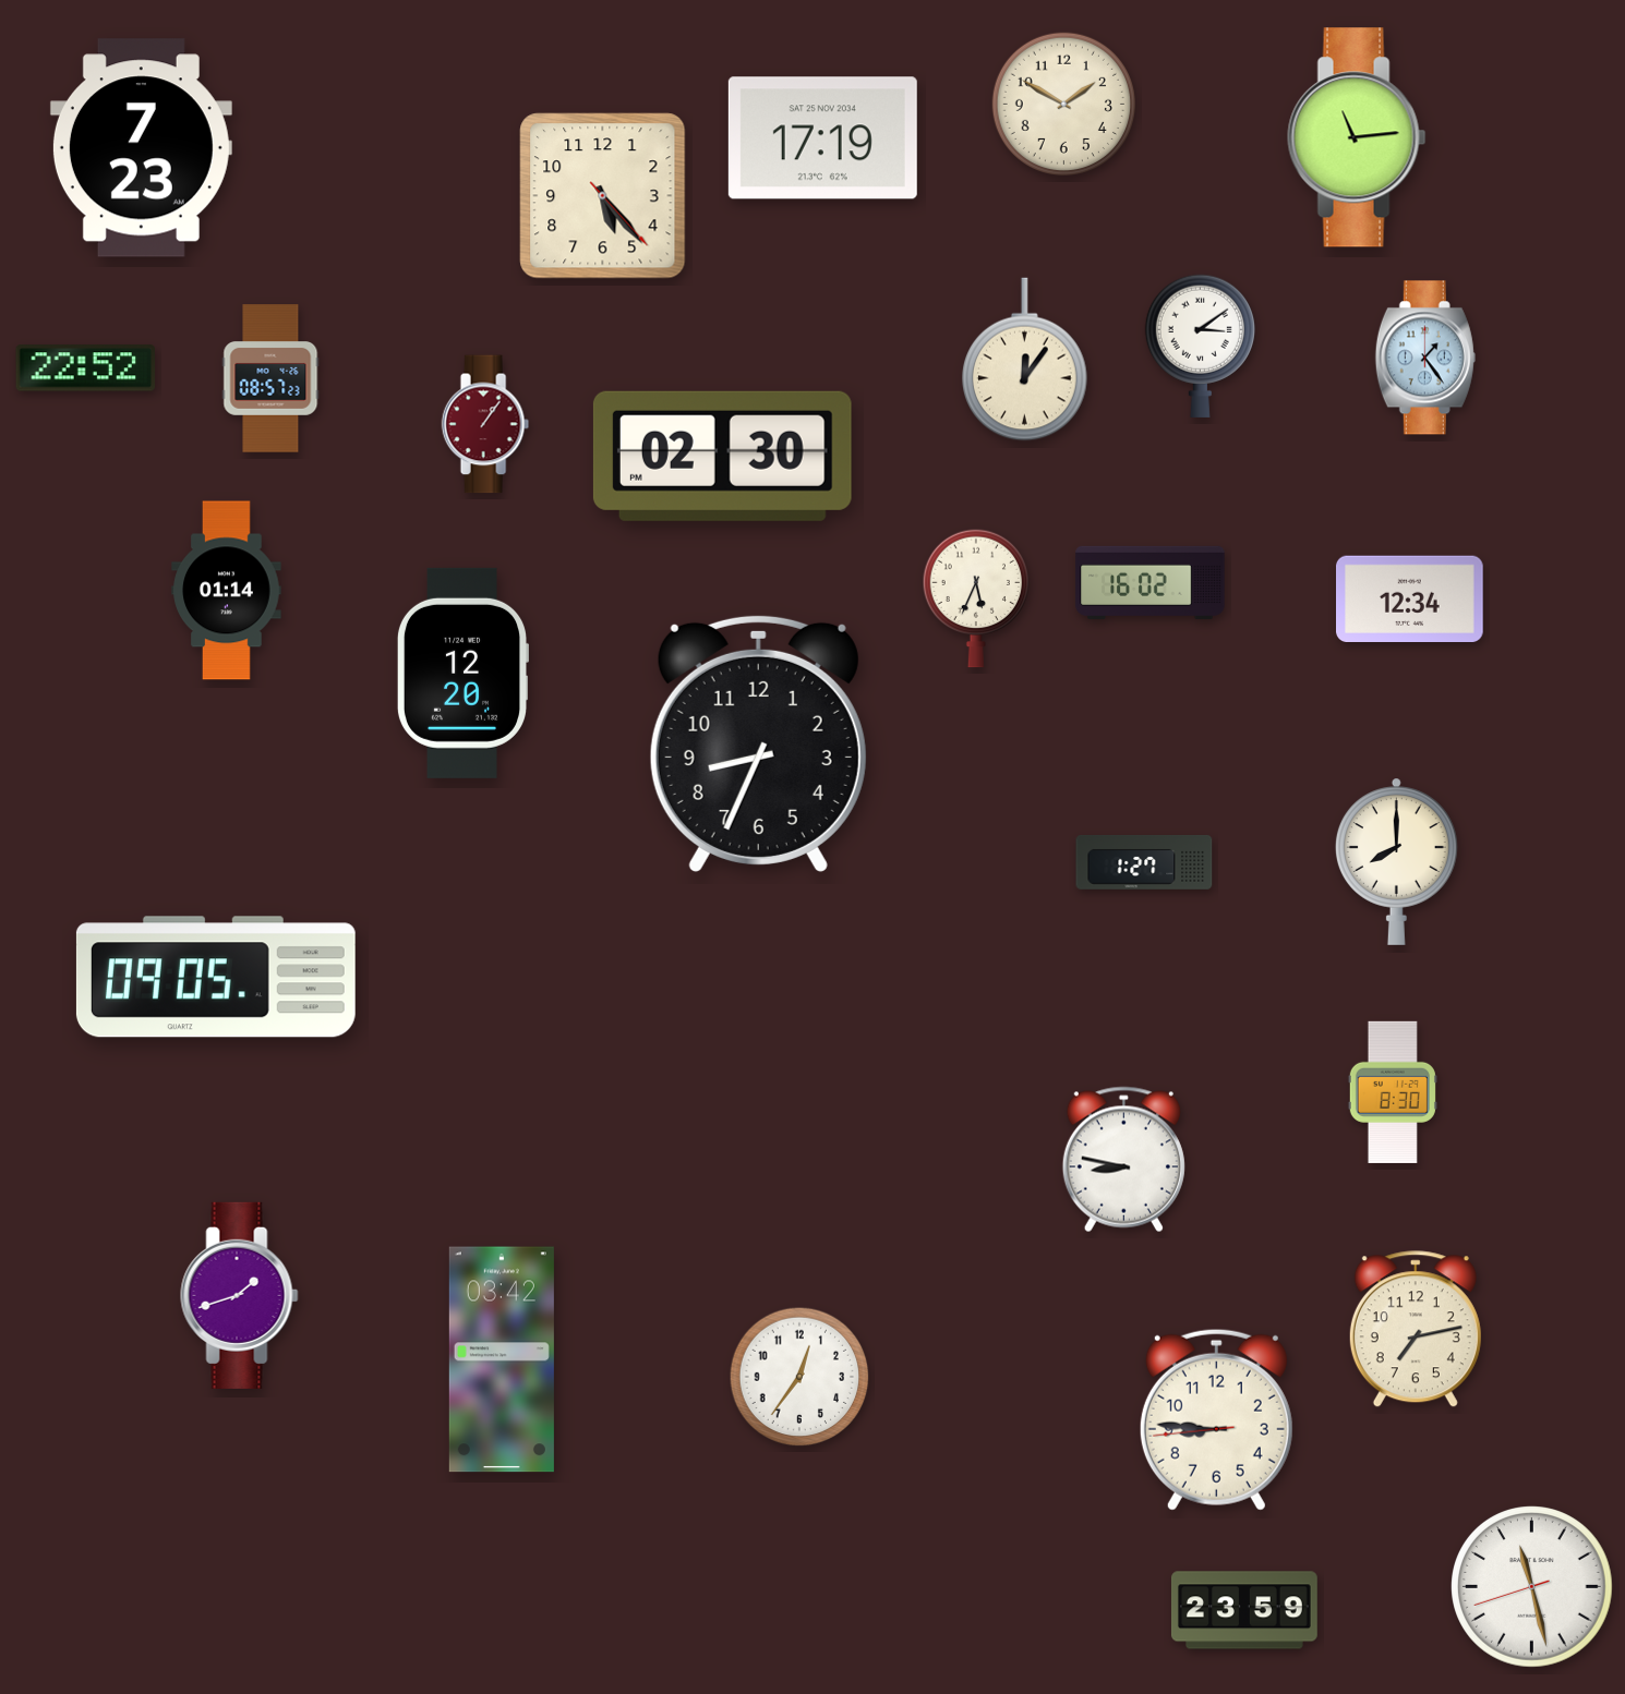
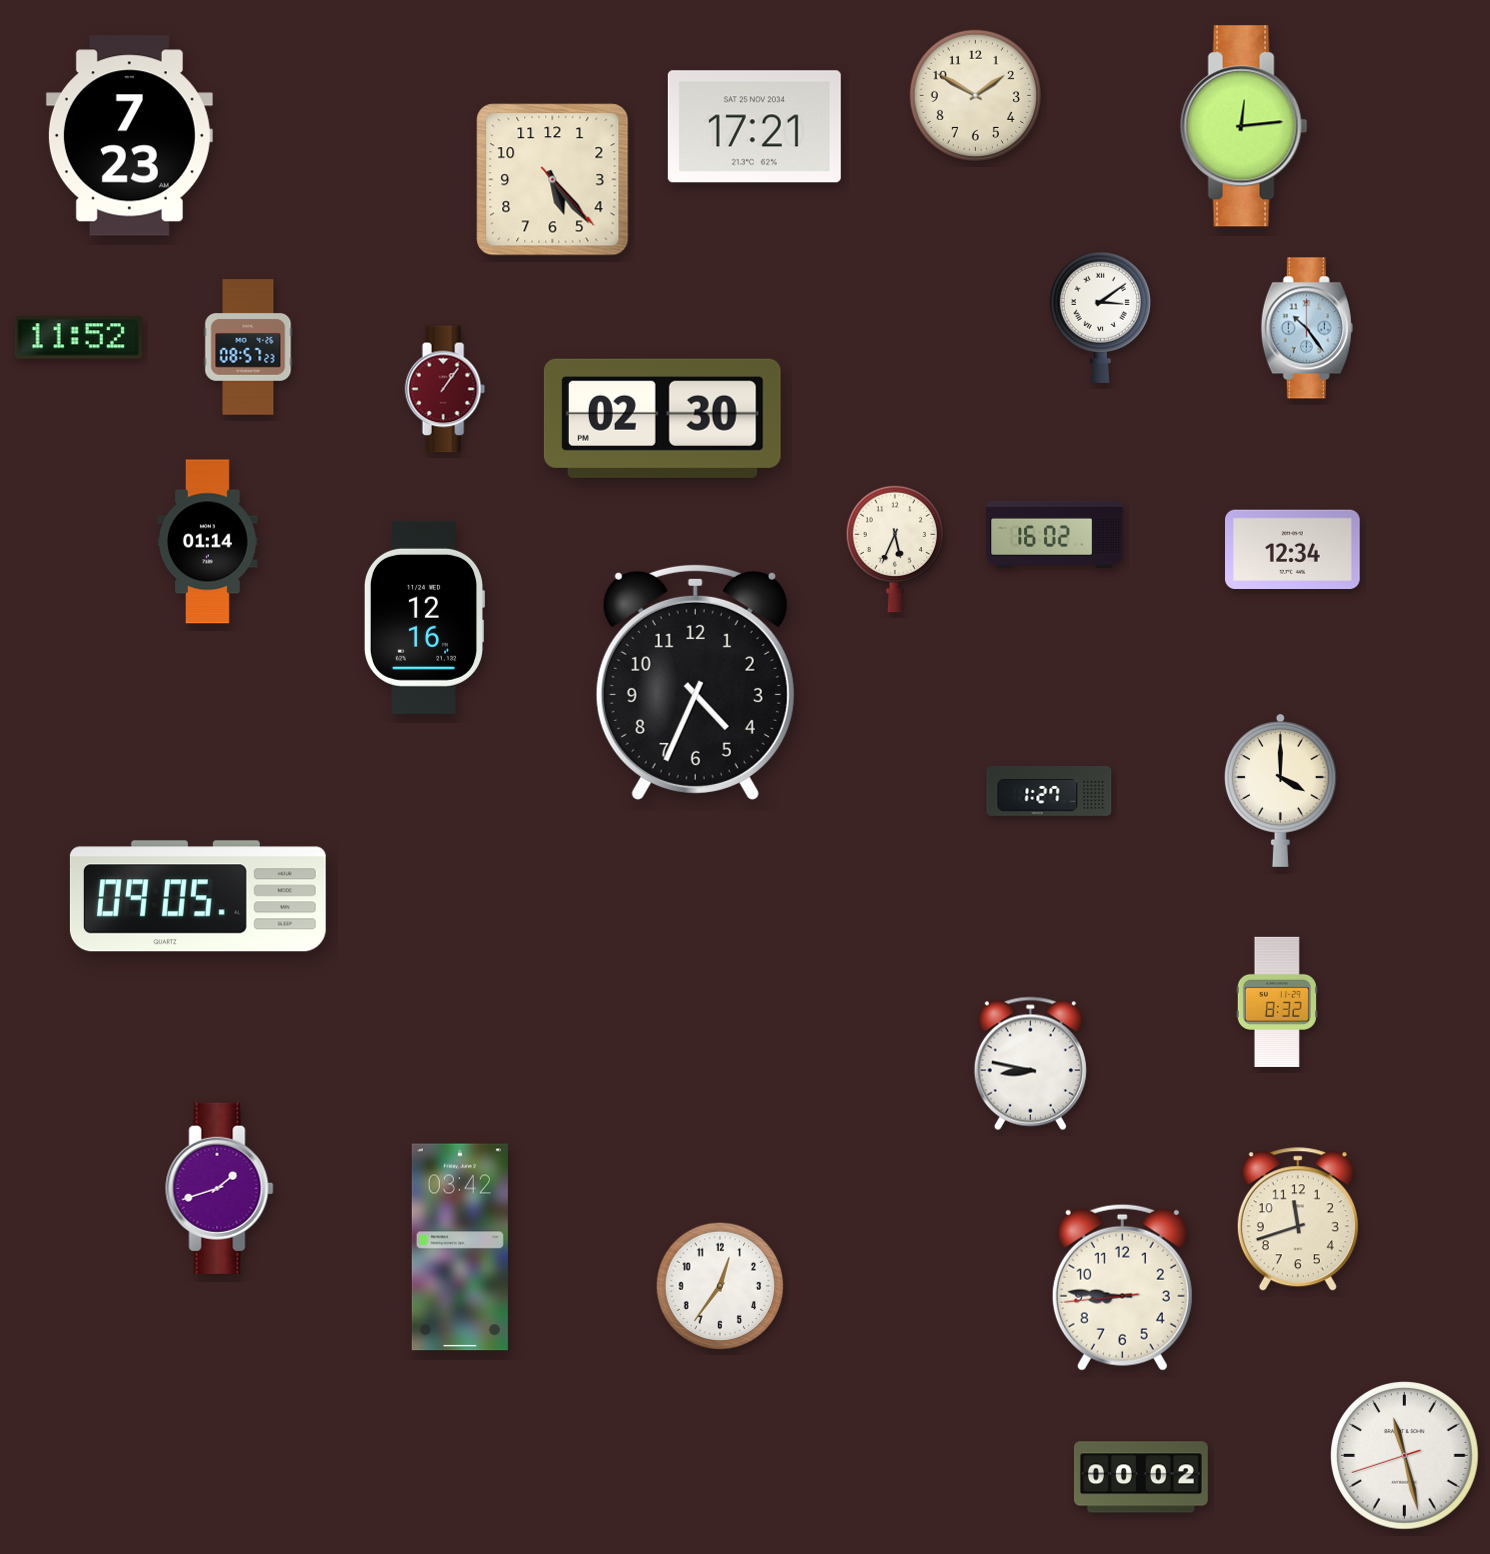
clock at (1357, 137): 11:14 -> 12:14
clock at (822, 138): 17:19 -> 17:21
clock at (1425, 358): 1:24 -> 10:24
clock at (1025, 360): 12:06 -> none
clock at (86, 368): 22:52 -> 11:52
clock at (461, 673): 12:20 -> 12:16
clock at (758, 743): 8:34 -> 4:34
clock at (1396, 861): 8:00 -> 4:00
clock at (1393, 1092): 8:30 -> 8:32
clock at (1416, 1330): 7:13 -> 11:42
clock at (799, 1377) position: (799, 1377) -> (720, 1286)
clock at (1216, 1419) position: (1216, 1419) -> (1122, 1287)
clock at (1244, 1610): 23:59 -> 00:02
